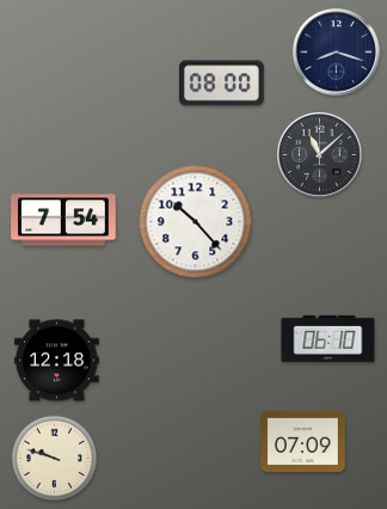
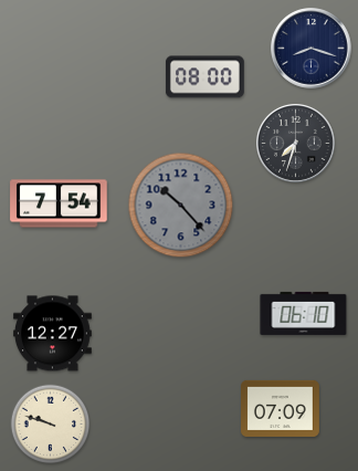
clock at (320, 155): 11:08 -> 7:33
clock at (196, 222) dial: white -> grey
clock at (56, 361): 12:18 -> 12:27
